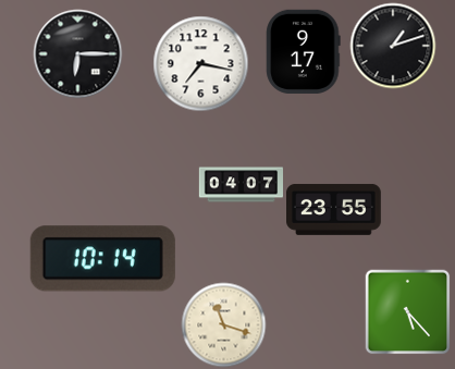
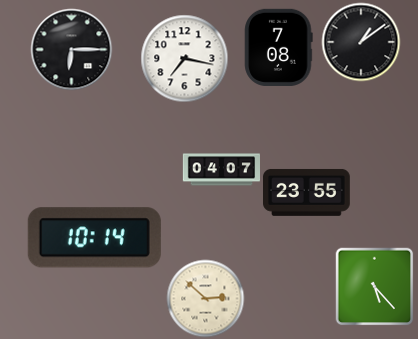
clock at (393, 46): 1:12 -> 1:09
clock at (304, 51): 9:17 -> 7:08
clock at (223, 324): 11:18 -> 2:52
